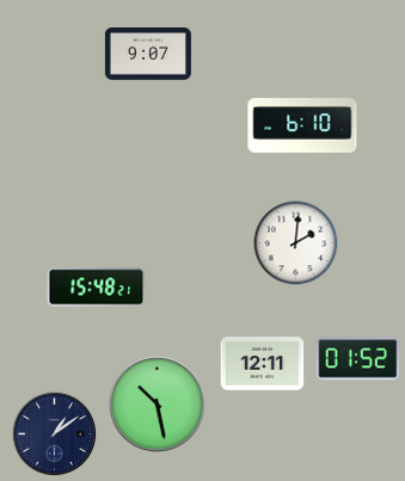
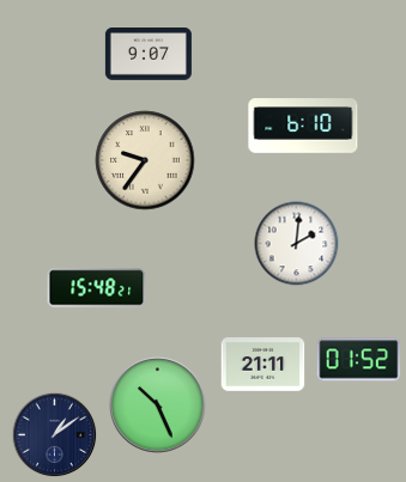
clock at (145, 160): none -> 9:36
clock at (263, 364): 12:11 -> 21:11
clock at (158, 405): 10:28 -> 10:26
